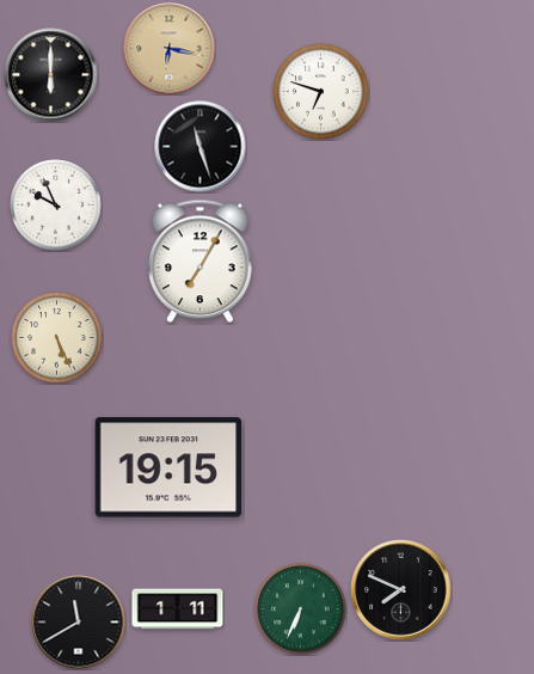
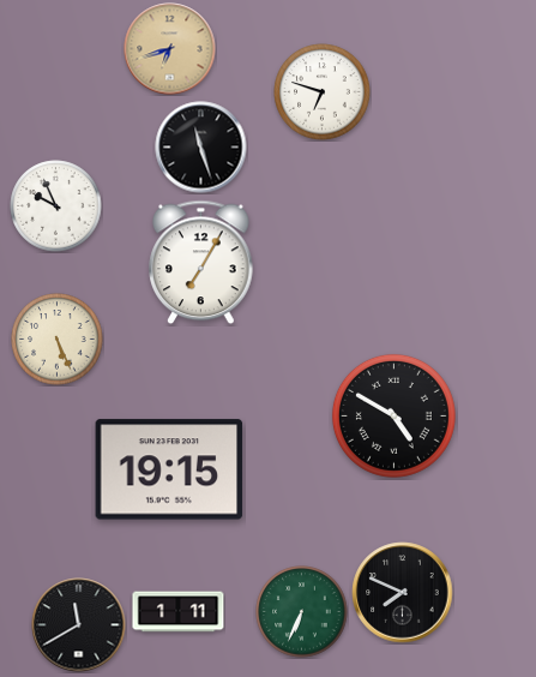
clock at (170, 49): 6:17 -> 6:42
clock at (51, 75): 6:00 -> none
clock at (393, 415): none -> 4:50
